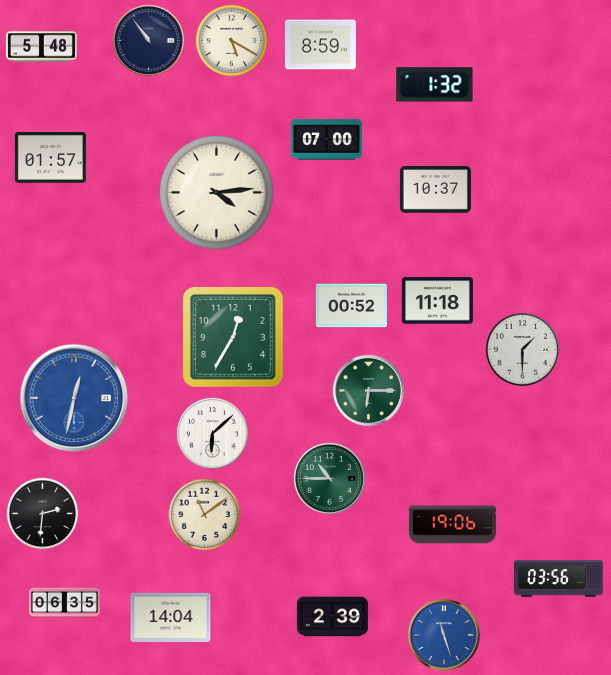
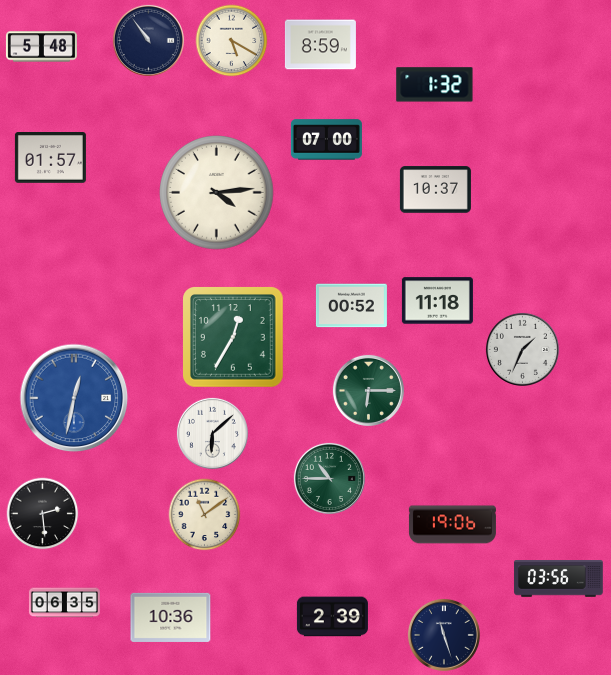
clock at (522, 349): 1:30 -> 1:34
clock at (43, 514): 2:31 -> 2:29
clock at (171, 617): 14:04 -> 10:36
clock at (444, 635) dial: blue -> navy
